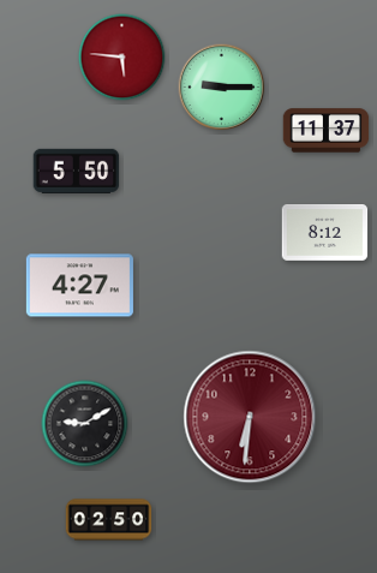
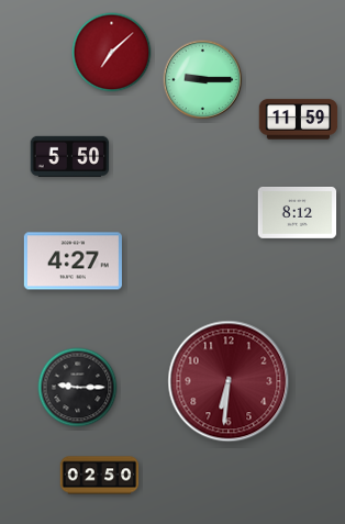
clock at (122, 58): 5:46 -> 7:08
clock at (327, 131): 11:37 -> 11:59
clock at (85, 424): 9:10 -> 9:15
